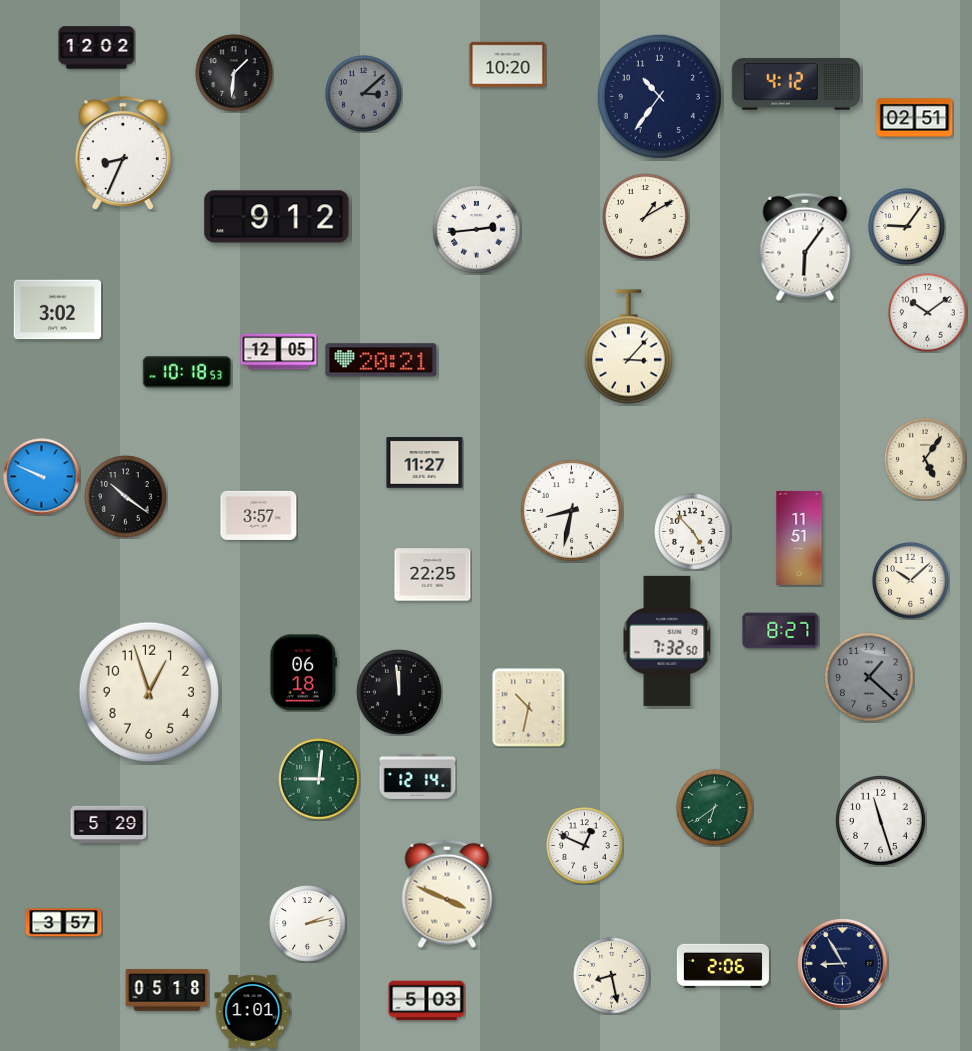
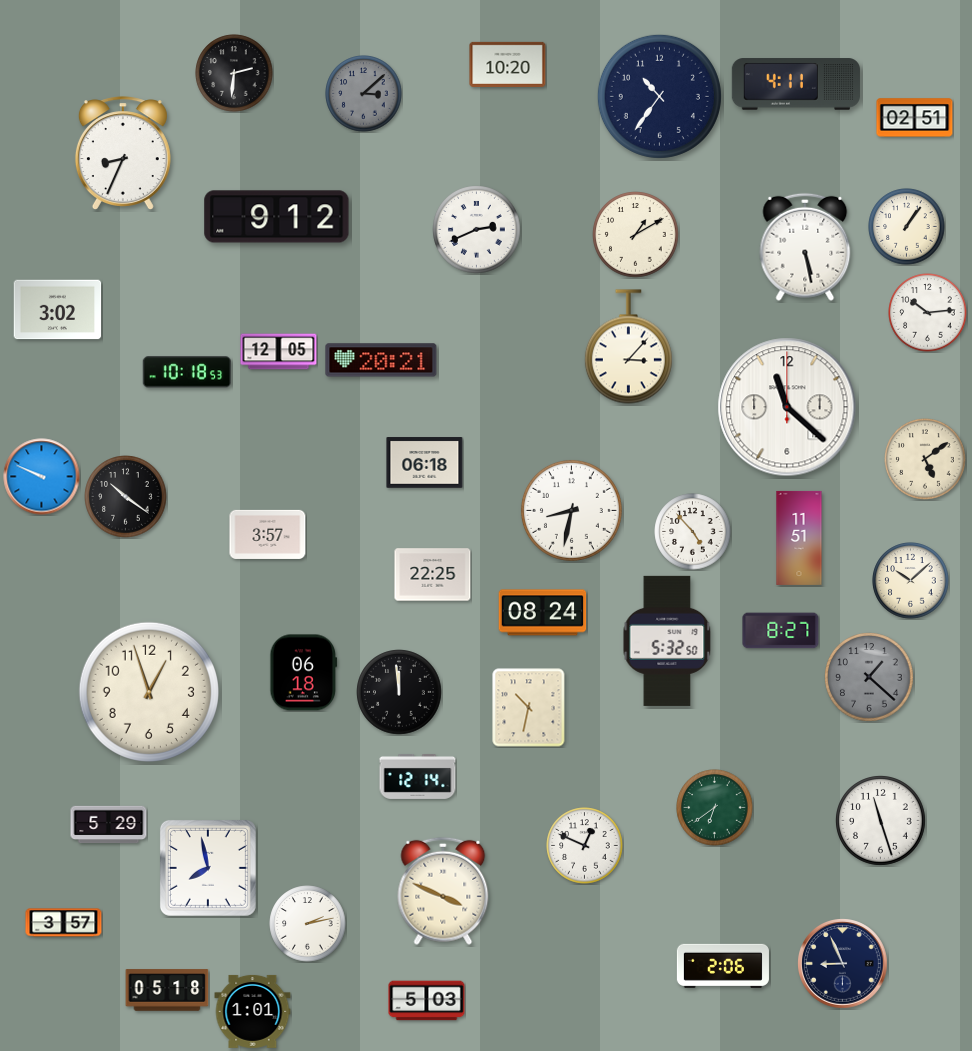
clock at (97, 48): 12:02 -> none
clock at (234, 73): 1:31 -> 2:31
clock at (796, 84): 4:12 -> 4:11
clock at (646, 217) position: (646, 217) -> (636, 235)
clock at (907, 227): 9:06 -> 1:06
clock at (477, 230): 2:44 -> 2:41
clock at (805, 247): 6:06 -> 5:28
clock at (928, 313): 10:09 -> 10:14
clock at (787, 407): none -> 11:22
clock at (925, 459): 5:06 -> 5:09
clock at (425, 463): 11:27 -> 06:18
clock at (259, 515) position: (259, 515) -> (268, 534)
clock at (543, 613): none -> 08:24
clock at (667, 641): 7:32 -> 5:32
clock at (319, 779): 9:01 -> none
clock at (208, 868): none -> 7:58
clock at (447, 894) position: (447, 894) -> (443, 891)
clock at (843, 964): 8:55 -> 8:56
clock at (612, 976): 8:28 -> none
